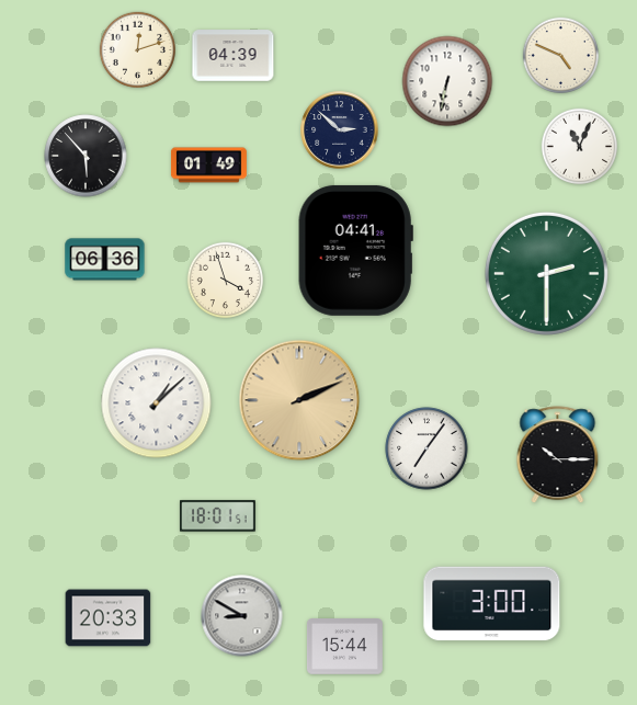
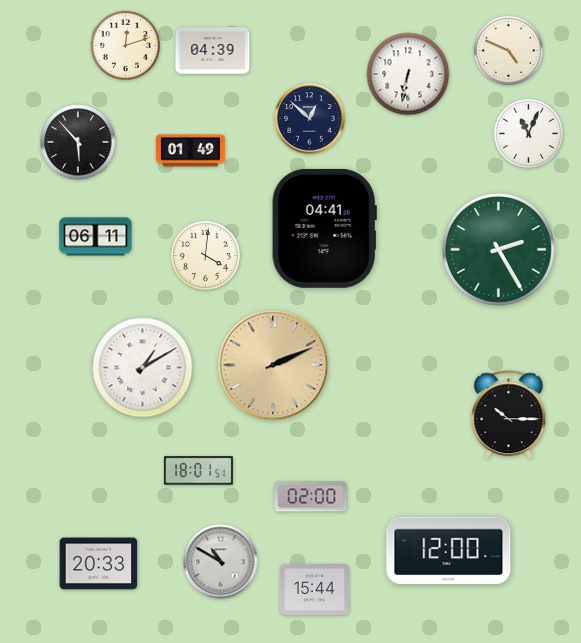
clock at (560, 55) position: (560, 55) -> (508, 50)
clock at (340, 130): 2:52 -> 12:52
clock at (105, 260): 06:36 -> 06:11
clock at (546, 273): 2:30 -> 2:25
clock at (225, 280): 3:57 -> 4:01
clock at (157, 403): 1:08 -> 1:10
clock at (426, 448): 7:06 -> none
clock at (311, 497): none -> 02:00
clock at (492, 604): 3:00 -> 12:00
clock at (242, 616): 8:50 -> 10:50
